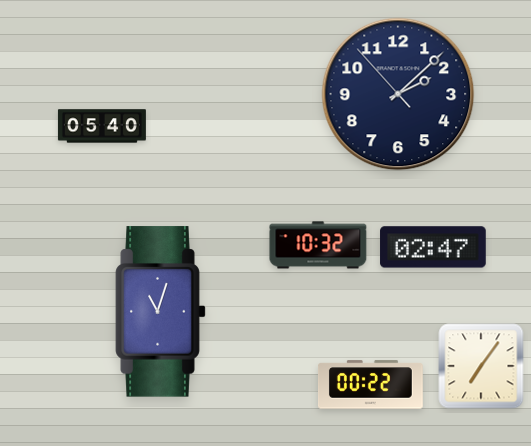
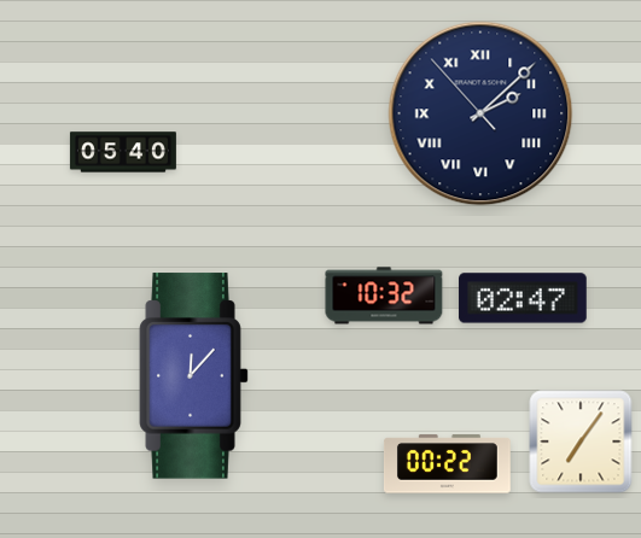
clock at (398, 94) numerals: Arabic -> Roman
clock at (161, 312): 11:03 -> 12:07
